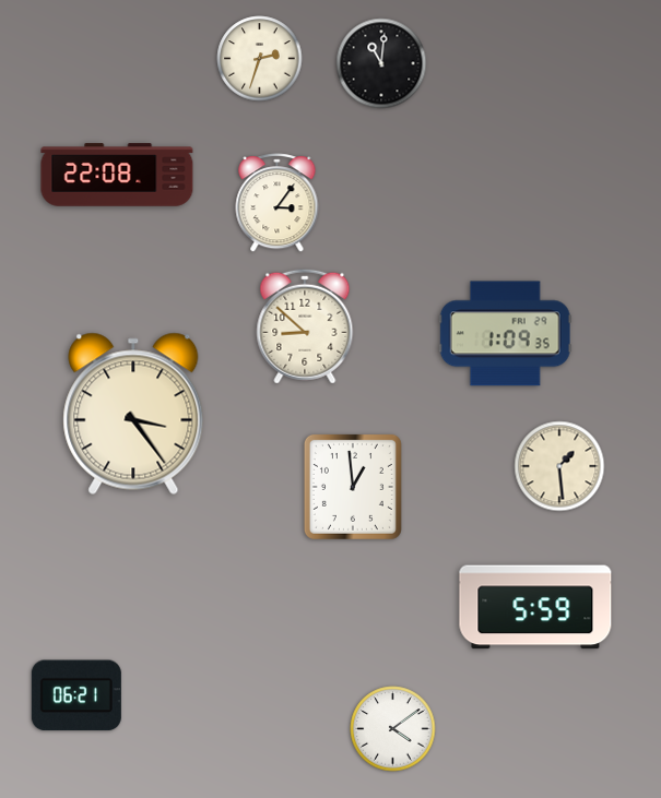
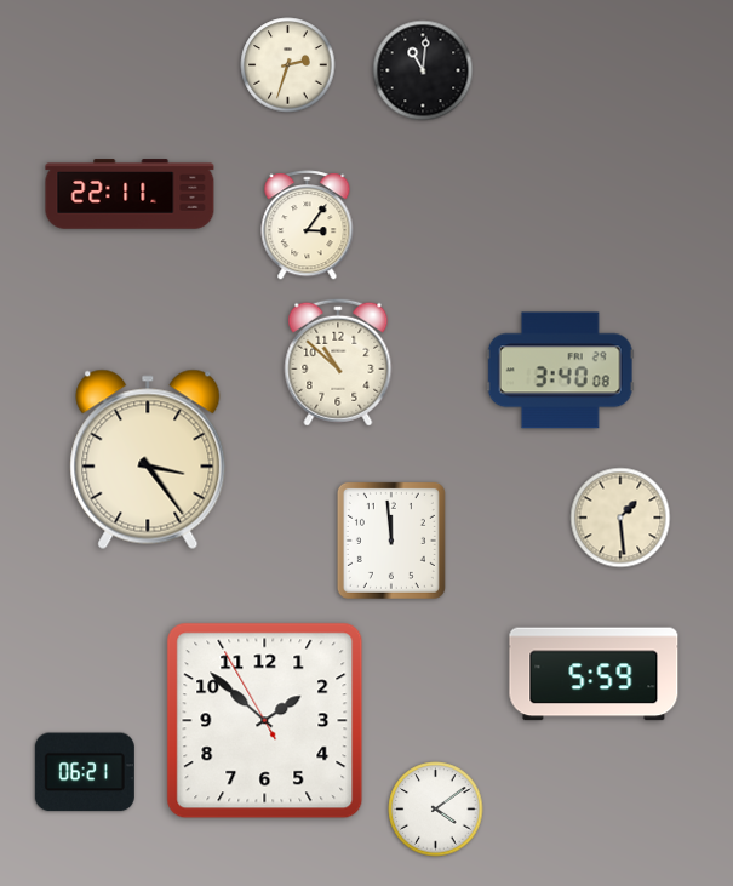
clock at (117, 175): 22:08 -> 22:11
clock at (305, 326): 8:52 -> 10:52
clock at (505, 334): 1:09 -> 3:40
clock at (353, 487): 12:59 -> 11:59
clock at (265, 721): none -> 1:51
